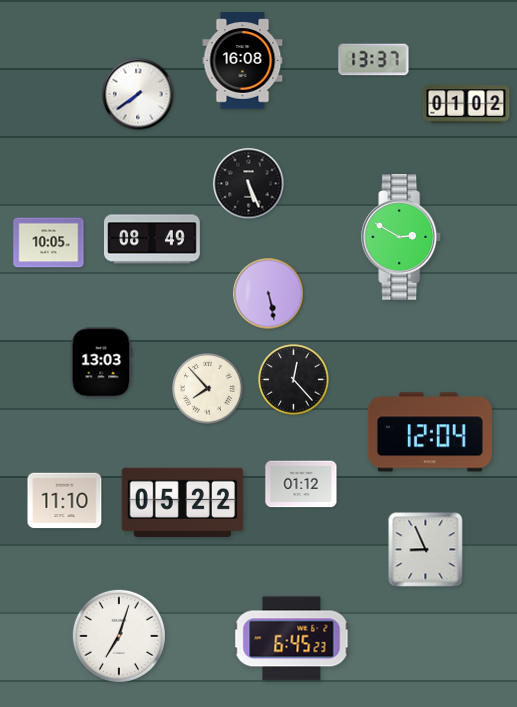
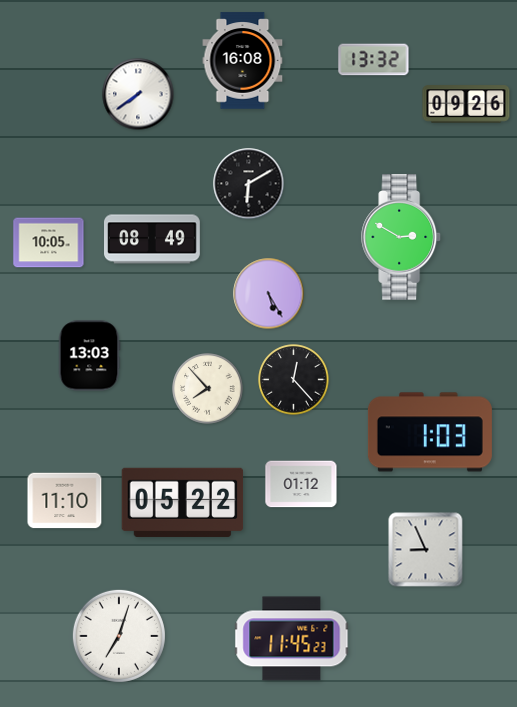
clock at (374, 60): 13:37 -> 13:32
clock at (466, 104): 01:02 -> 09:26
clock at (249, 184): 5:26 -> 6:10
clock at (269, 294): 5:28 -> 5:25
clock at (101, 363) position: (101, 363) -> (89, 356)
clock at (430, 432): 12:04 -> 1:03
clock at (292, 639): 6:45 -> 11:45
